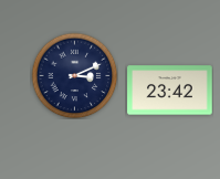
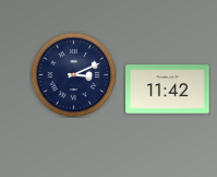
clock at (170, 91): 23:42 -> 11:42
